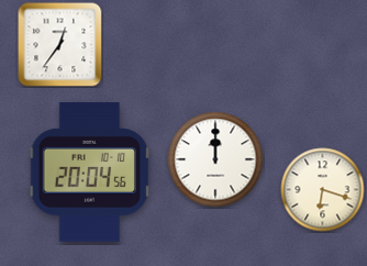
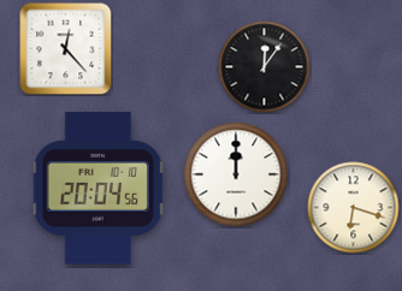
clock at (60, 45): 12:36 -> 12:23
clock at (265, 67): none -> 12:06
